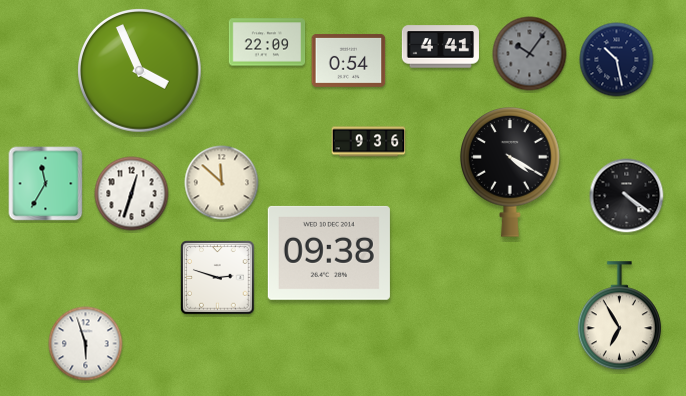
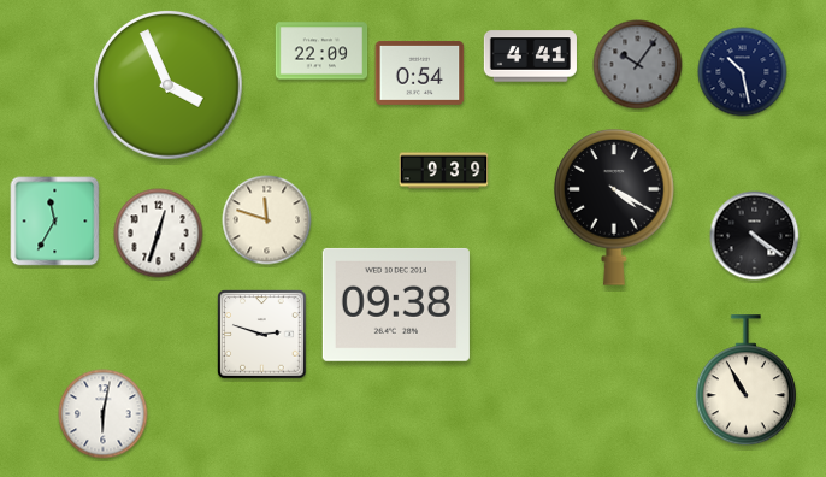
clock at (369, 142): 9:36 -> 9:39
clock at (222, 183): 11:52 -> 11:48
clock at (619, 316): 6:55 -> 10:55
clock at (86, 344): 5:57 -> 6:02
